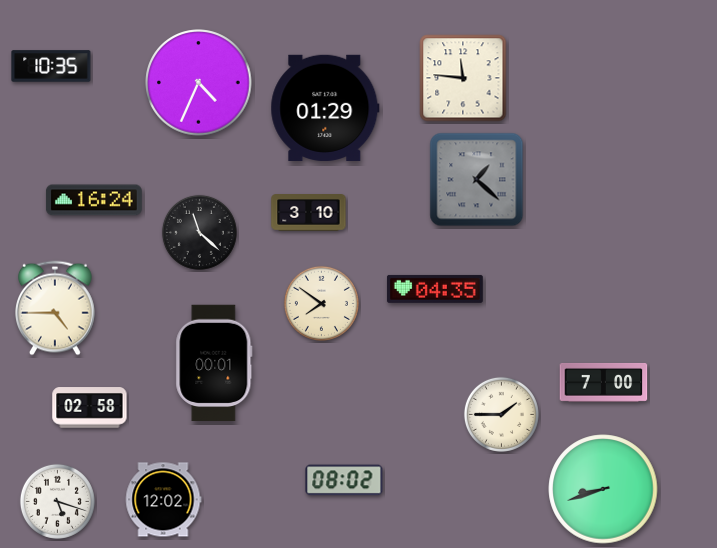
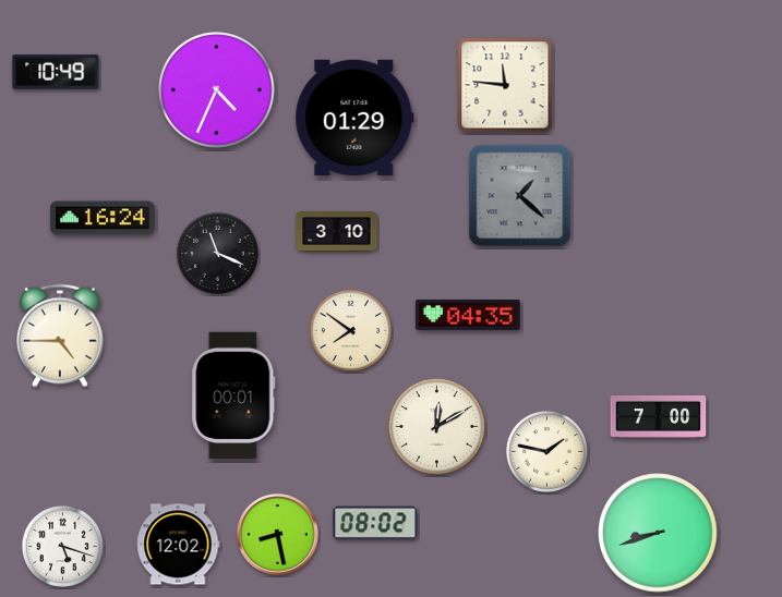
clock at (51, 66): 10:35 -> 10:49
clock at (199, 232): 11:22 -> 11:19
clock at (435, 289) position: (435, 289) -> (468, 315)
clock at (436, 426): none -> 12:10
clock at (90, 408): 02:58 -> none
clock at (501, 414): 1:45 -> 1:47
clock at (278, 535): none -> 8:28
